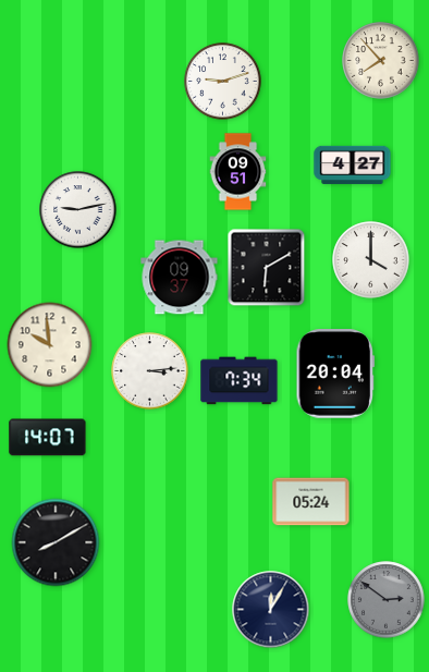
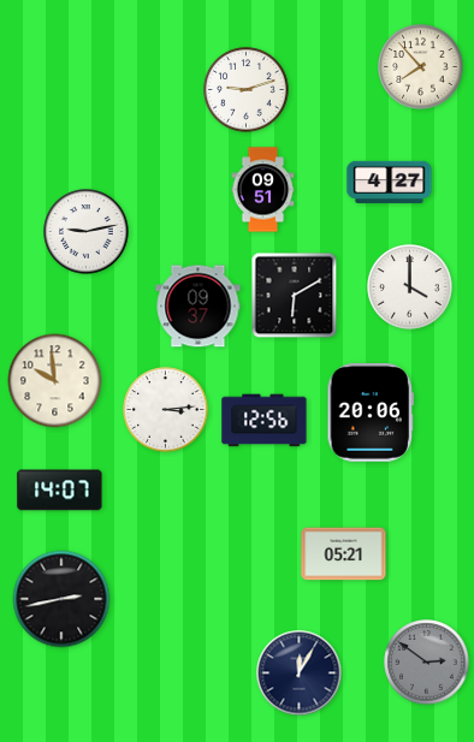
clock at (335, 375): 20:04 -> 20:06
clock at (240, 381): 7:34 -> 12:56
clock at (48, 438) position: (48, 438) -> (60, 491)
clock at (311, 502): 05:24 -> 05:21
clock at (56, 542): 8:10 -> 2:43
